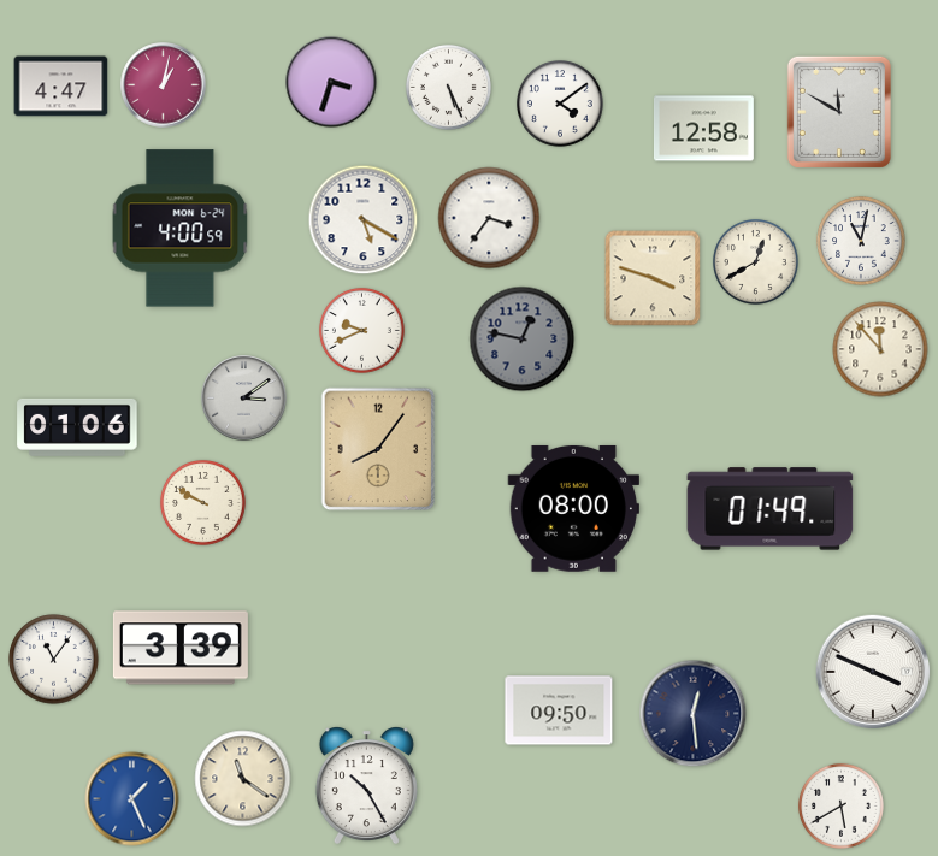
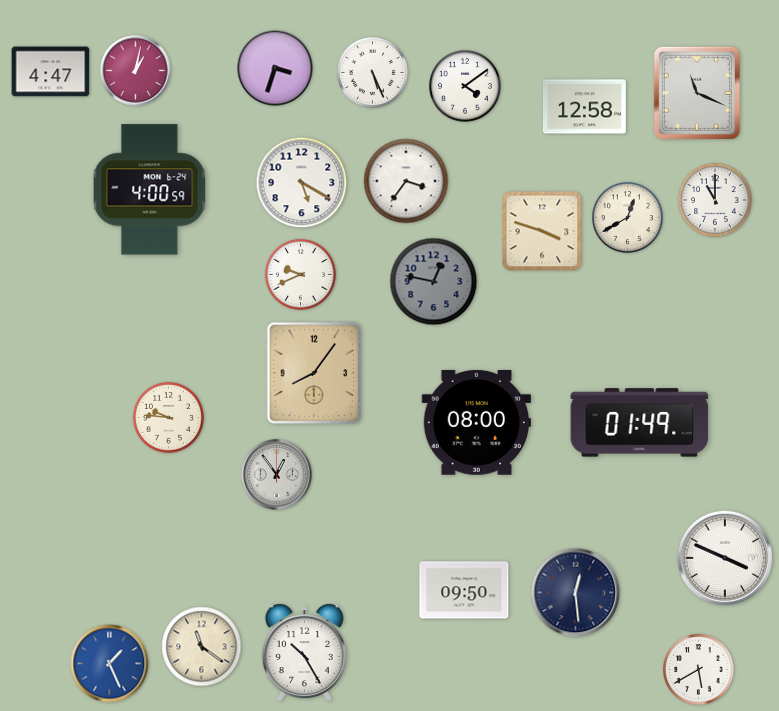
clock at (839, 112): 11:50 -> 11:19
clock at (861, 241): 11:02 -> 11:00
clock at (880, 349): 11:53 -> none
clock at (244, 399): 3:09 -> none
clock at (77, 427): 01:06 -> none
clock at (202, 502): 9:50 -> 9:46
clock at (277, 475): none -> 12:54
clock at (181, 648): 3:39 -> none
clock at (54, 660): 11:06 -> none
